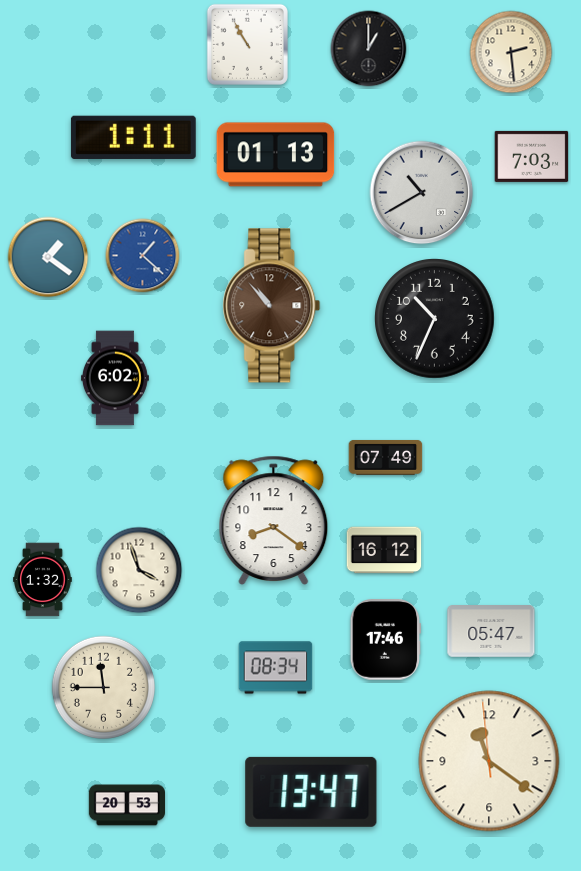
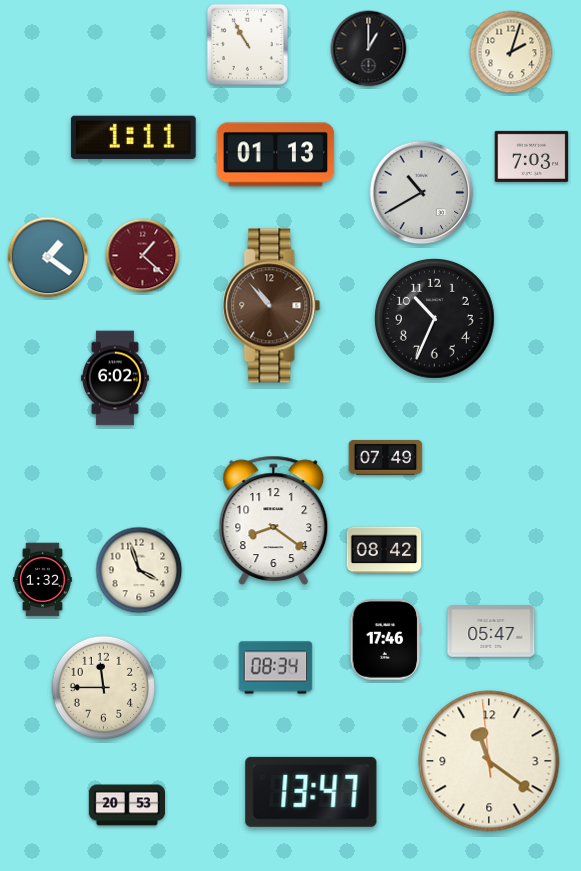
clock at (511, 52): 2:29 -> 2:03
clock at (143, 256) dial: blue -> burgundy
clock at (384, 550): 16:12 -> 08:42
